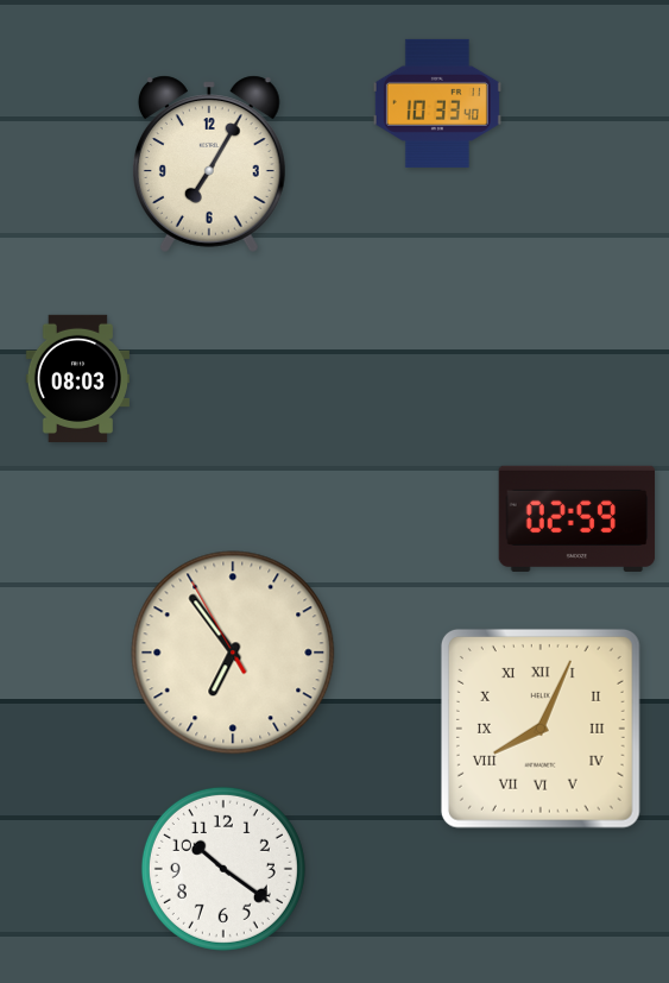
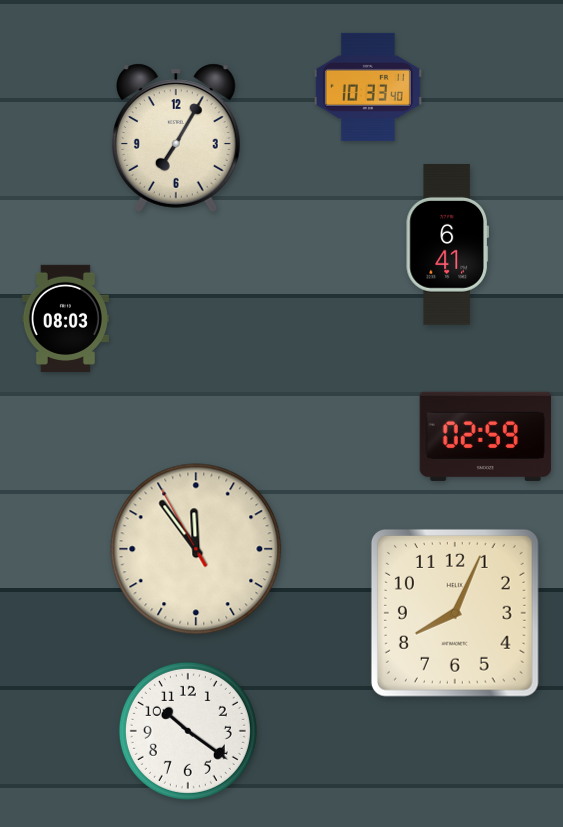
clock at (447, 245): none -> 6:41
clock at (233, 653): 6:53 -> 11:53
clock at (541, 729) numerals: Roman -> Arabic
